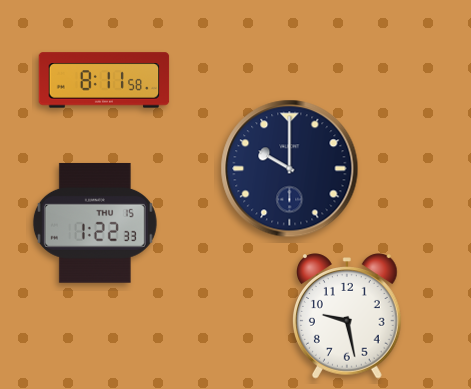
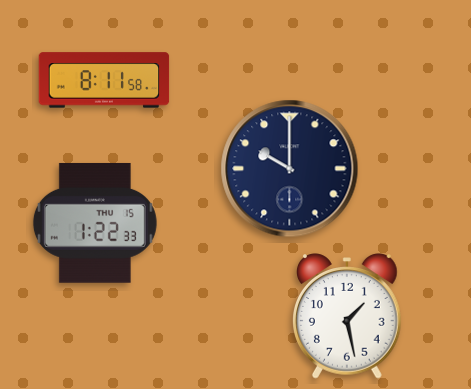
clock at (348, 316): 9:28 -> 1:28
